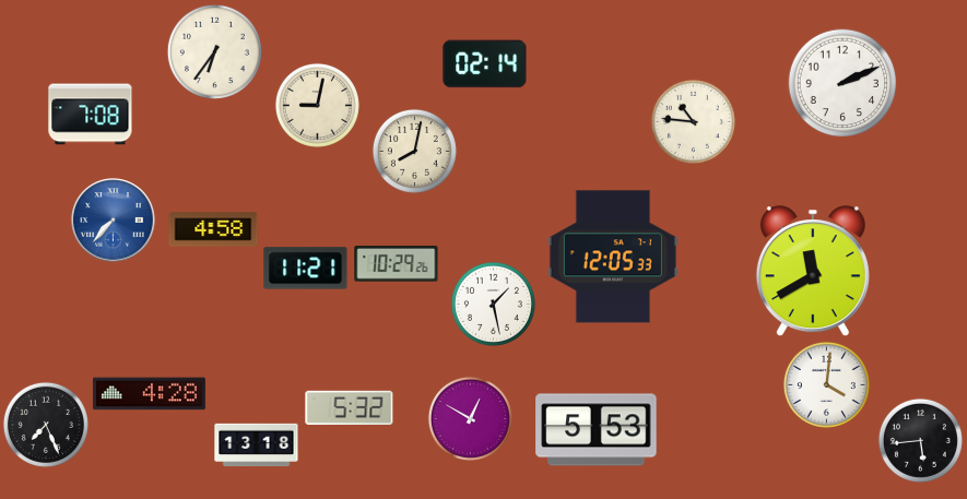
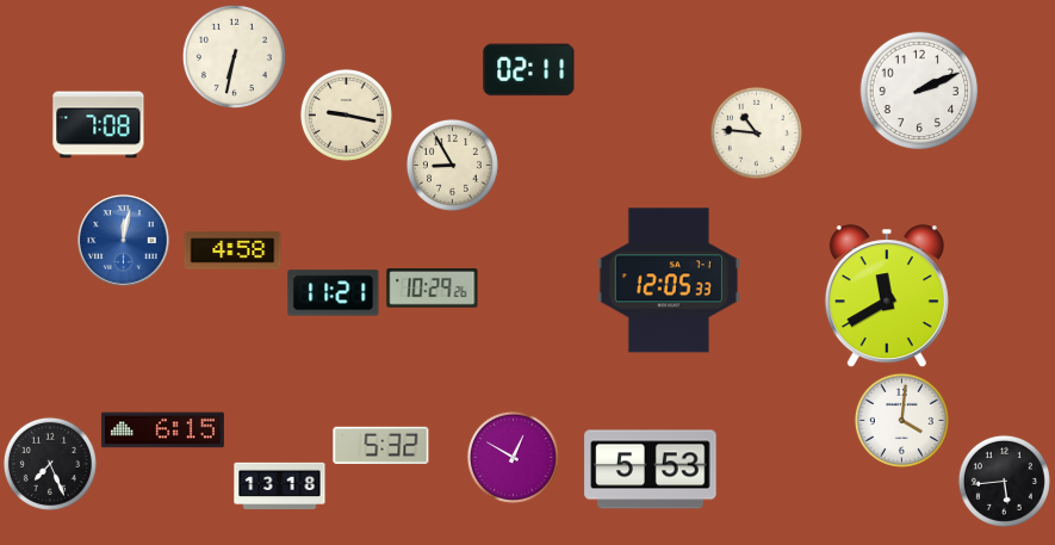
clock at (214, 51): 6:36 -> 6:32
clock at (485, 64): 02:14 -> 02:11
clock at (317, 105): 9:02 -> 9:17
clock at (414, 151): 8:02 -> 8:55
clock at (114, 221): 7:37 -> 12:02
clock at (493, 304): 1:28 -> none
clock at (149, 394): 4:28 -> 6:15
